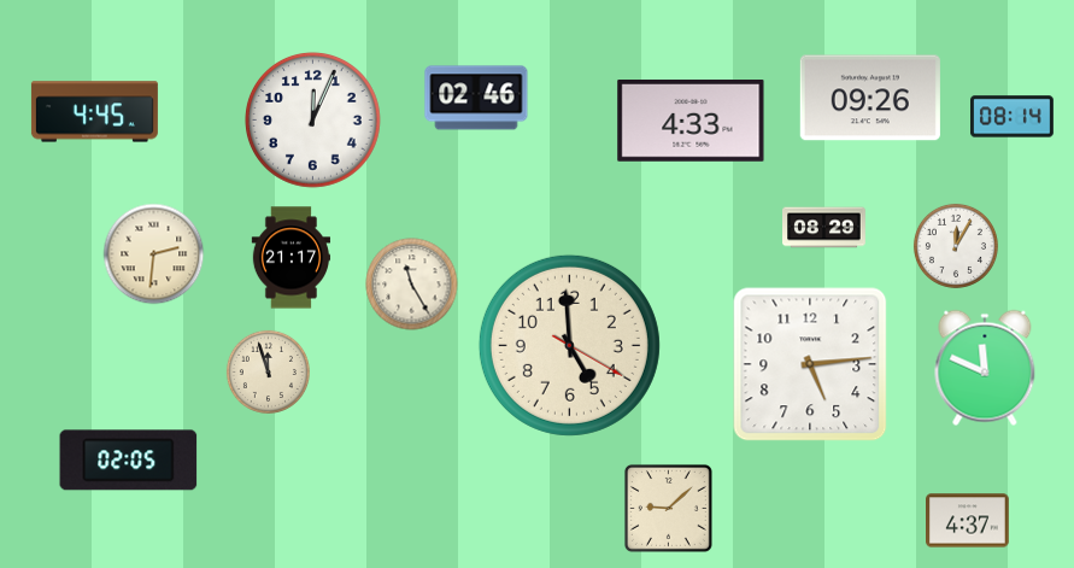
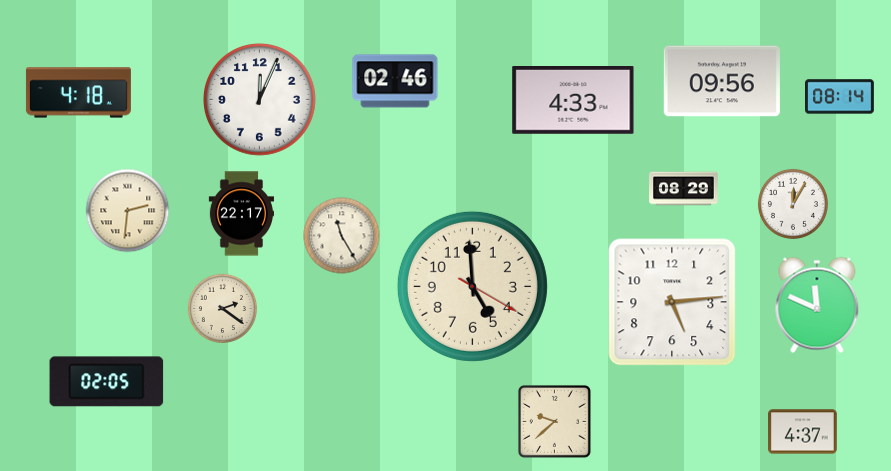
clock at (870, 98): 09:26 -> 09:56
clock at (94, 112): 4:45 -> 4:18
clock at (290, 258): 21:17 -> 22:17
clock at (268, 371): 11:57 -> 2:21
clock at (668, 508): 9:08 -> 9:38
